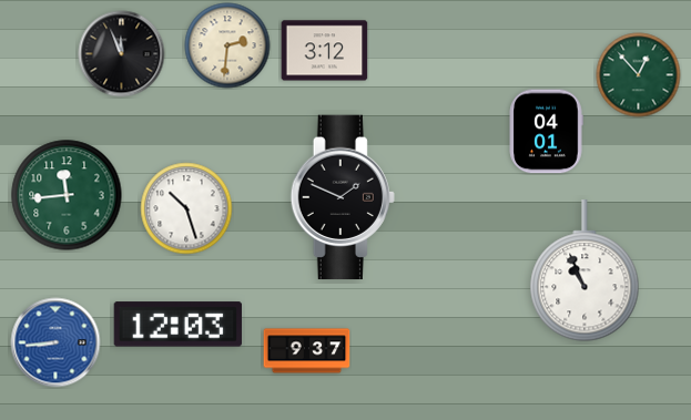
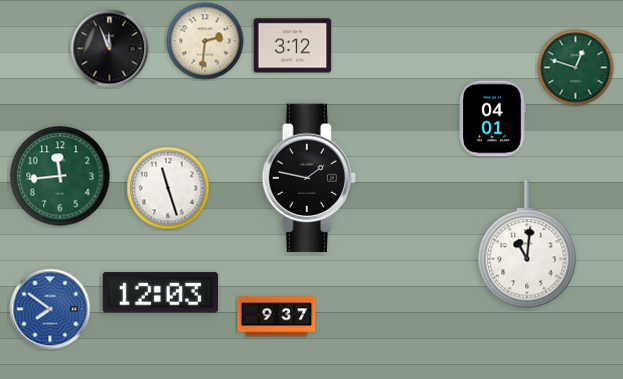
clock at (639, 75): 12:53 -> 12:48
clock at (343, 197): 1:49 -> 1:47
clock at (186, 208): 10:27 -> 11:27
clock at (585, 272): 10:56 -> 11:01
clock at (55, 342): 8:44 -> 7:51
